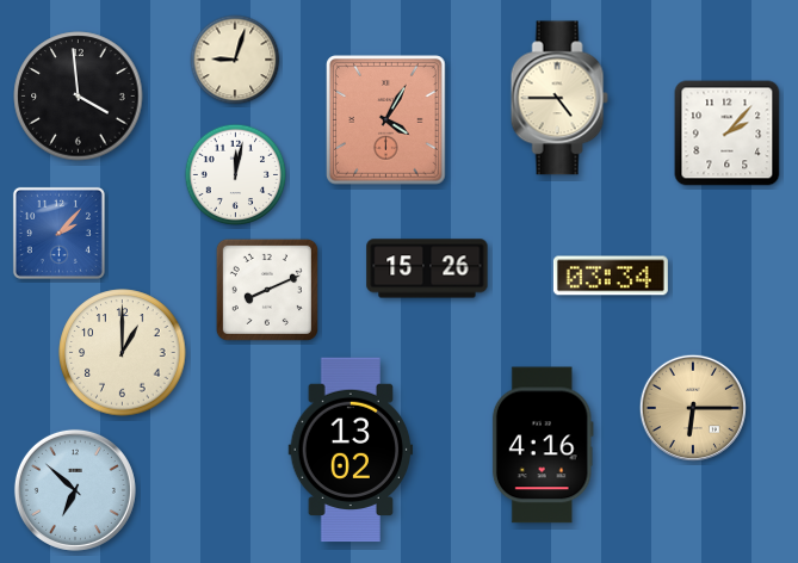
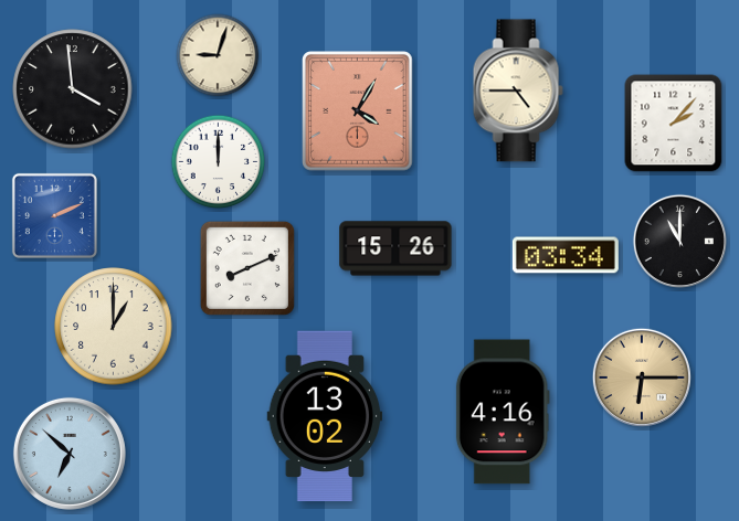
clock at (236, 175): 12:02 -> 12:00
clock at (58, 233): 2:07 -> 2:11
clock at (679, 241): none -> 11:00
